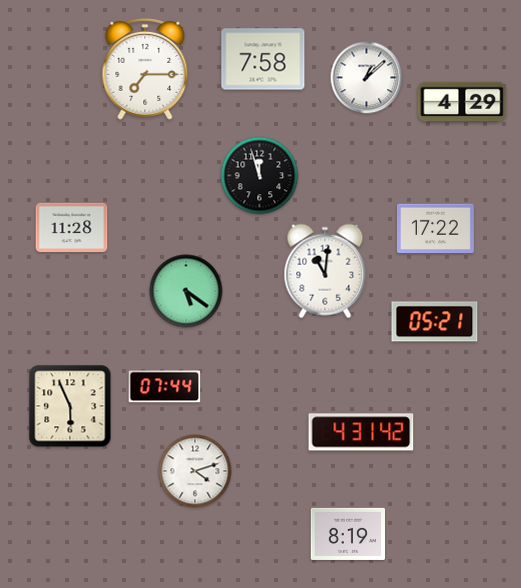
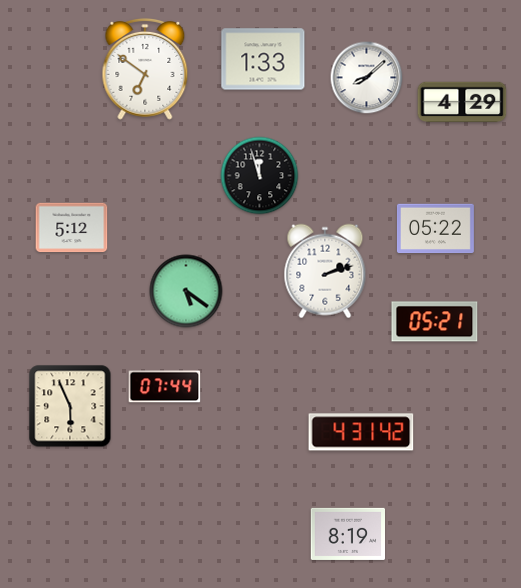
clock at (263, 59): 7:58 -> 1:33
clock at (145, 69): 7:15 -> 6:51
clock at (367, 78): 1:08 -> 8:08
clock at (72, 228): 11:28 -> 5:12
clock at (435, 229): 17:22 -> 05:22
clock at (325, 271): 11:01 -> 2:12
clock at (195, 471): 4:12 -> none
